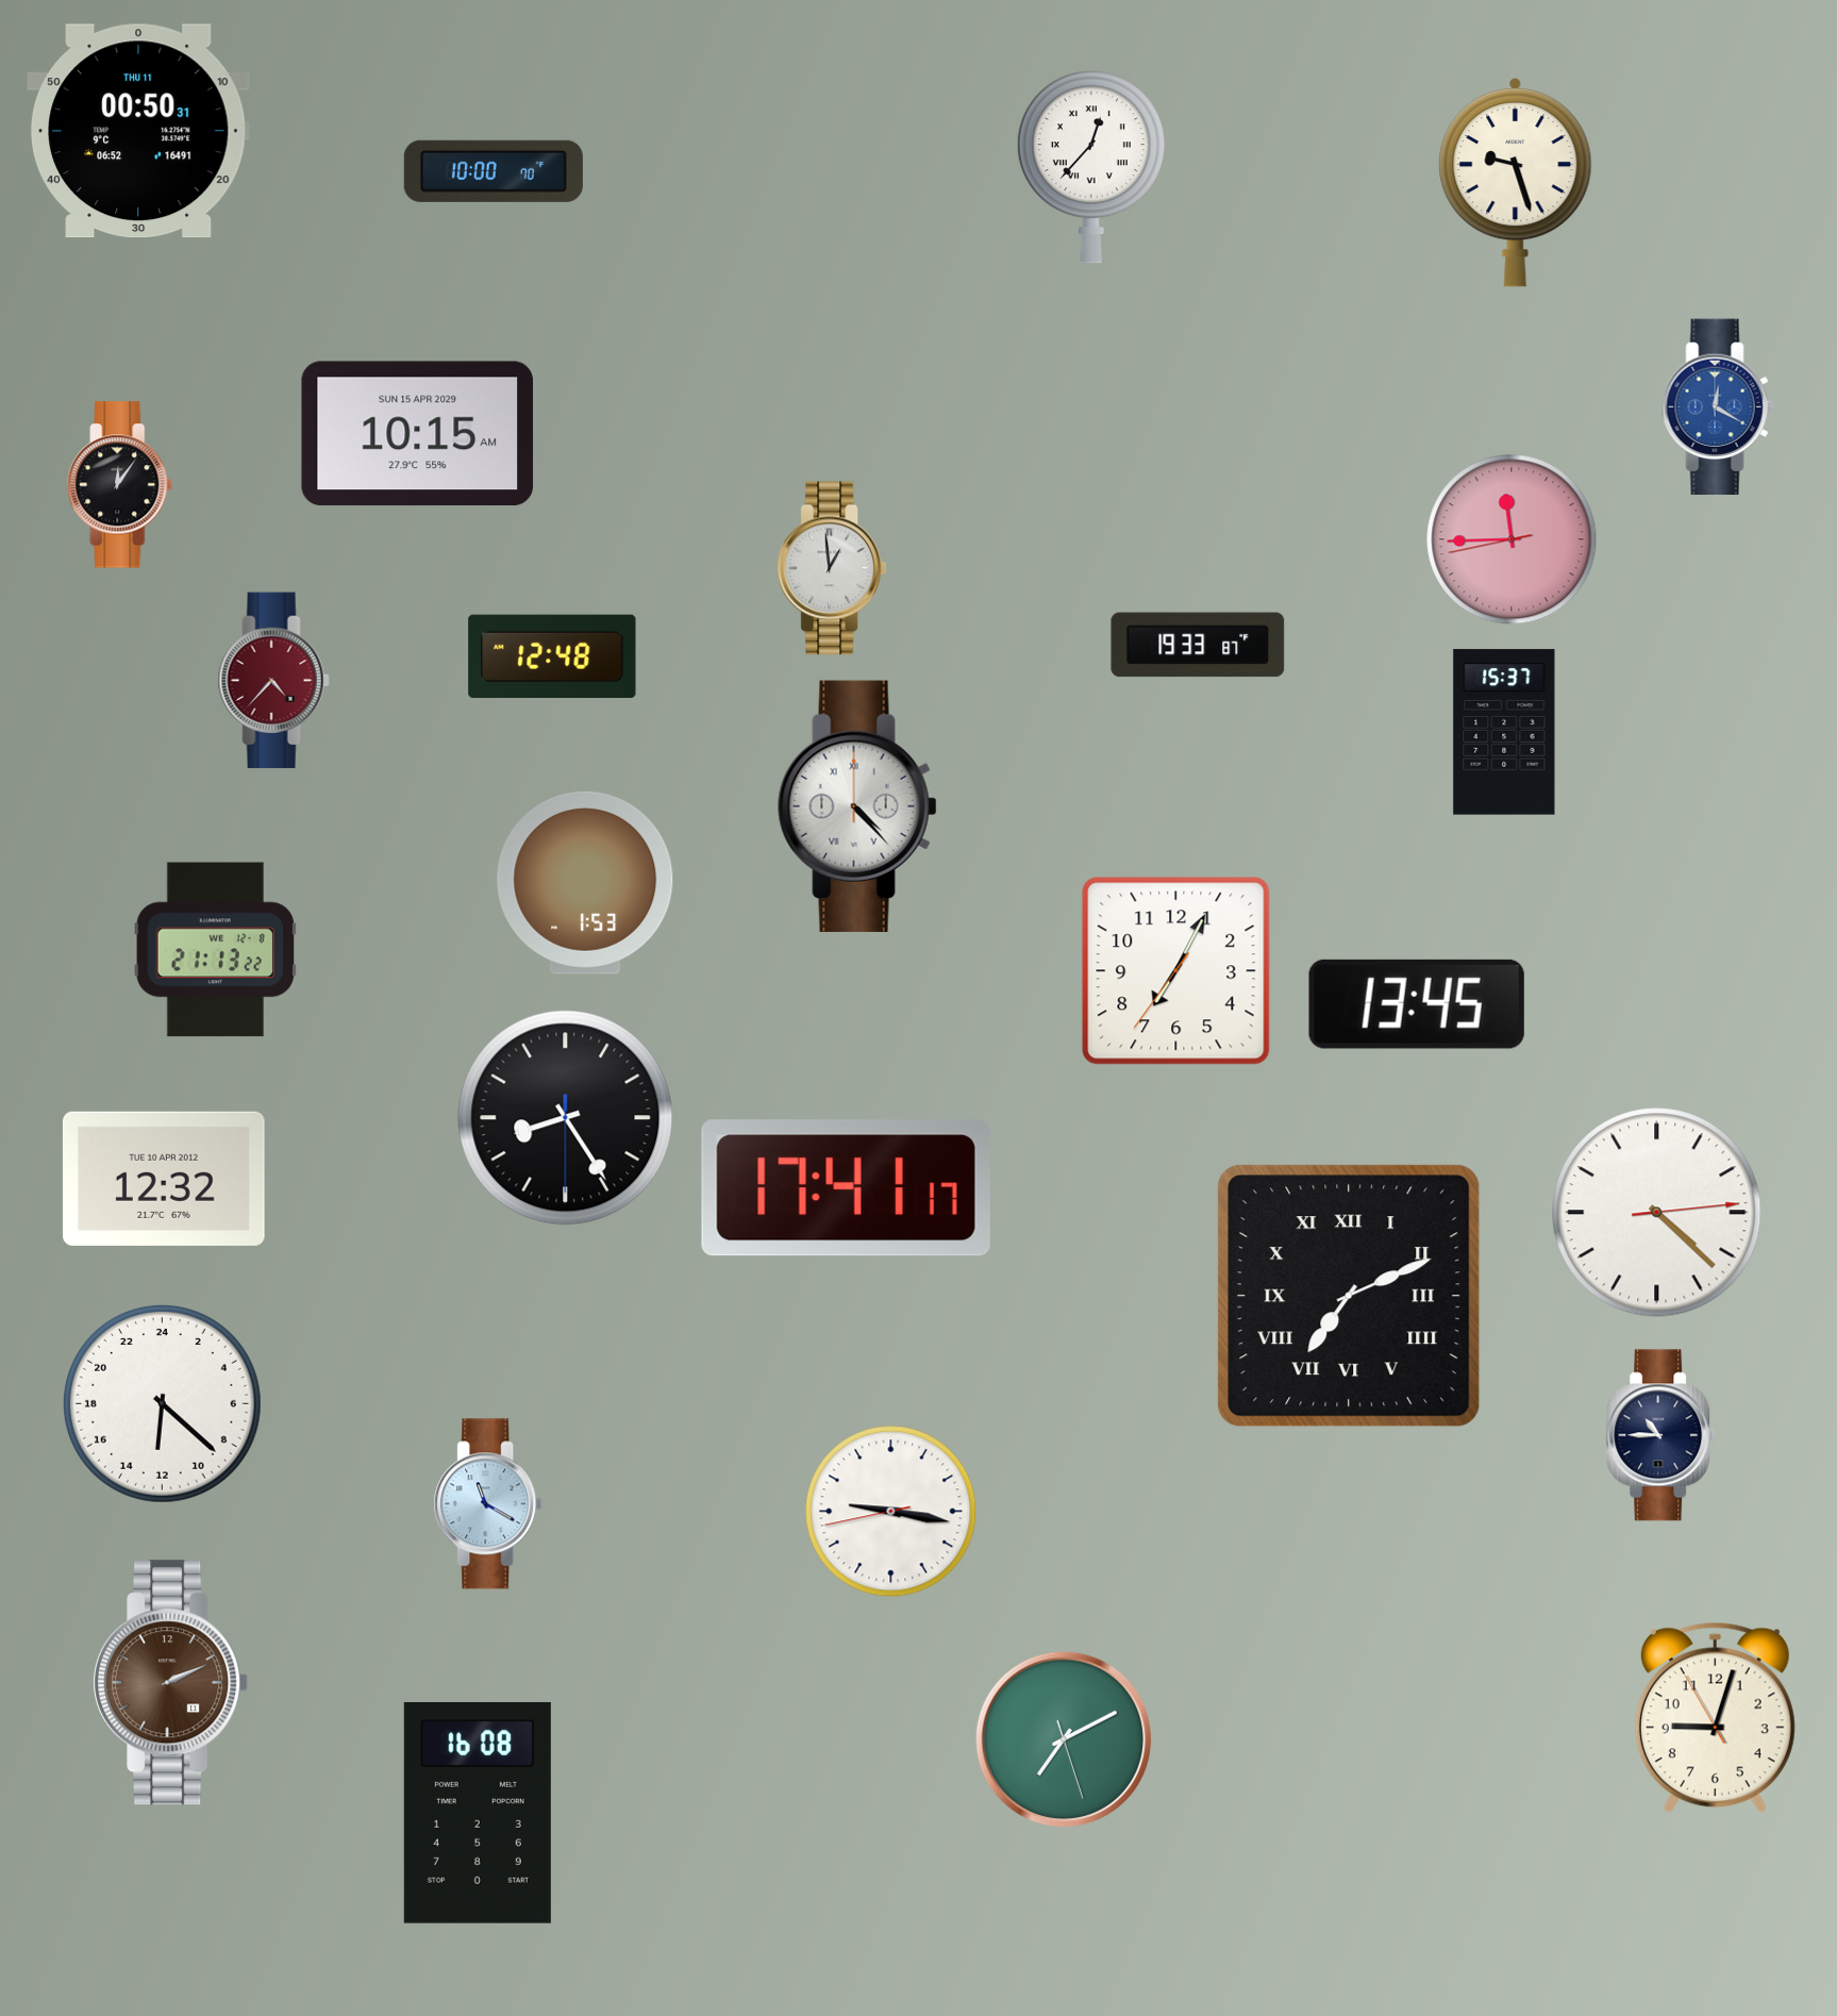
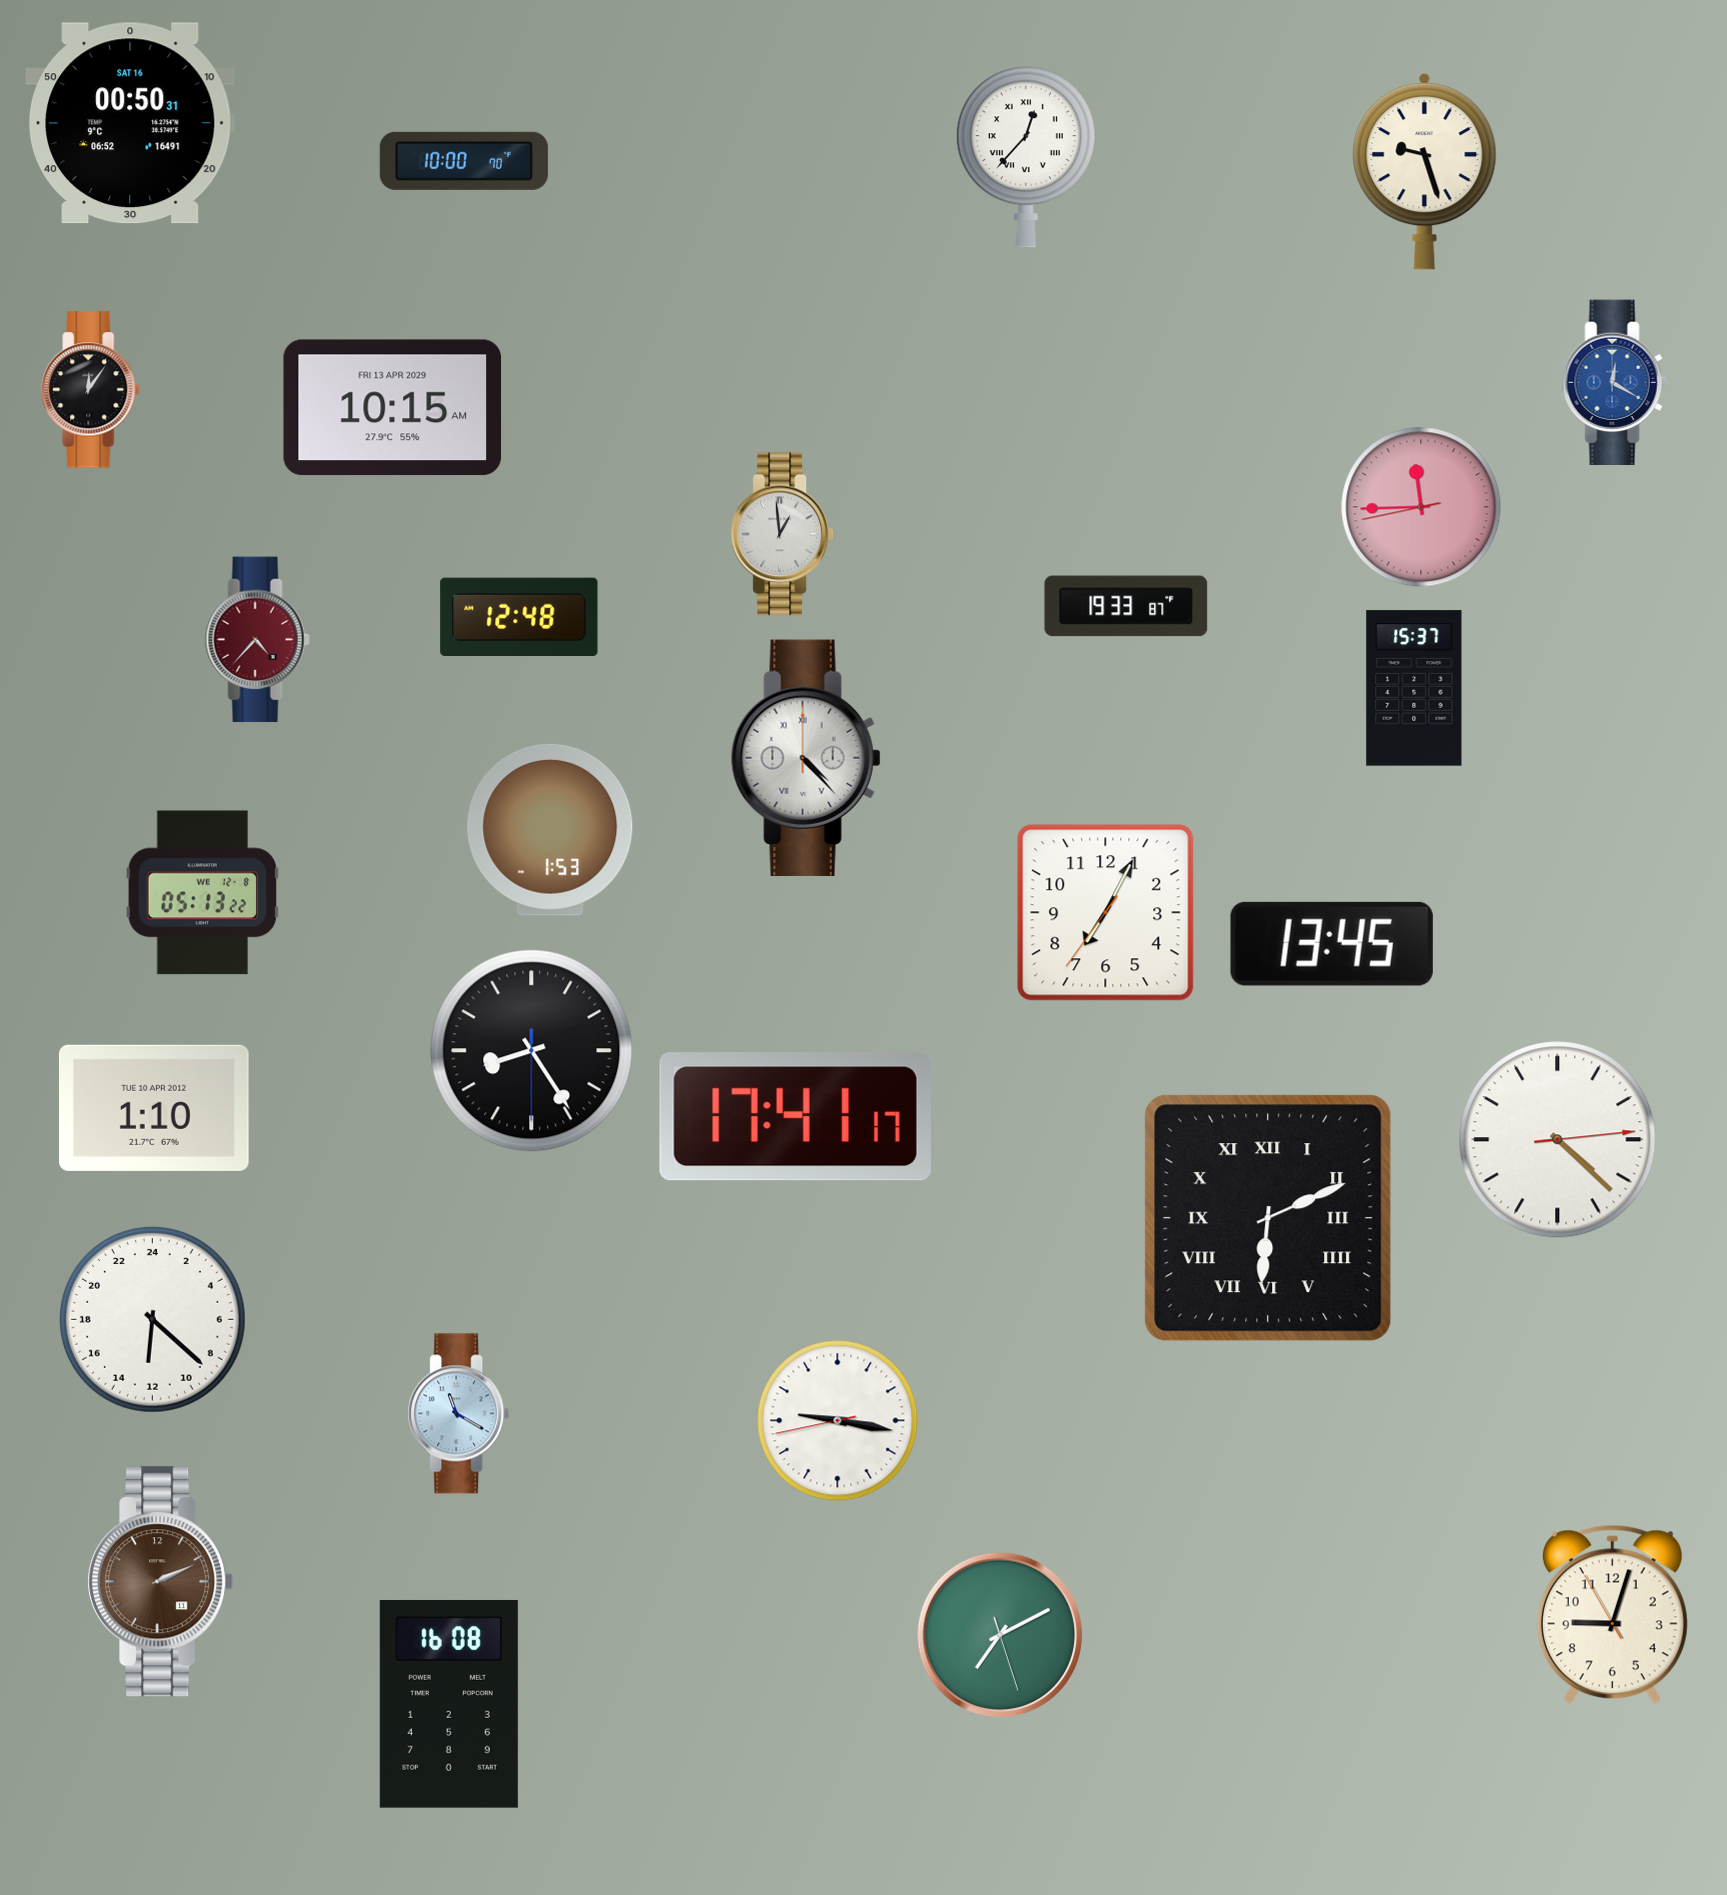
clock at (139, 131) date: THU 11 -> SAT 16
clock at (418, 434) date: SUN 15 APR 2029 -> FRI 13 APR 2029
clock at (120, 485) position: (120, 485) -> (91, 390)
clock at (216, 950): 21:13 -> 05:13
clock at (164, 1179): 12:32 -> 1:10
clock at (1349, 1296): 7:11 -> 6:11
clock at (1661, 1435): 10:45 -> none
